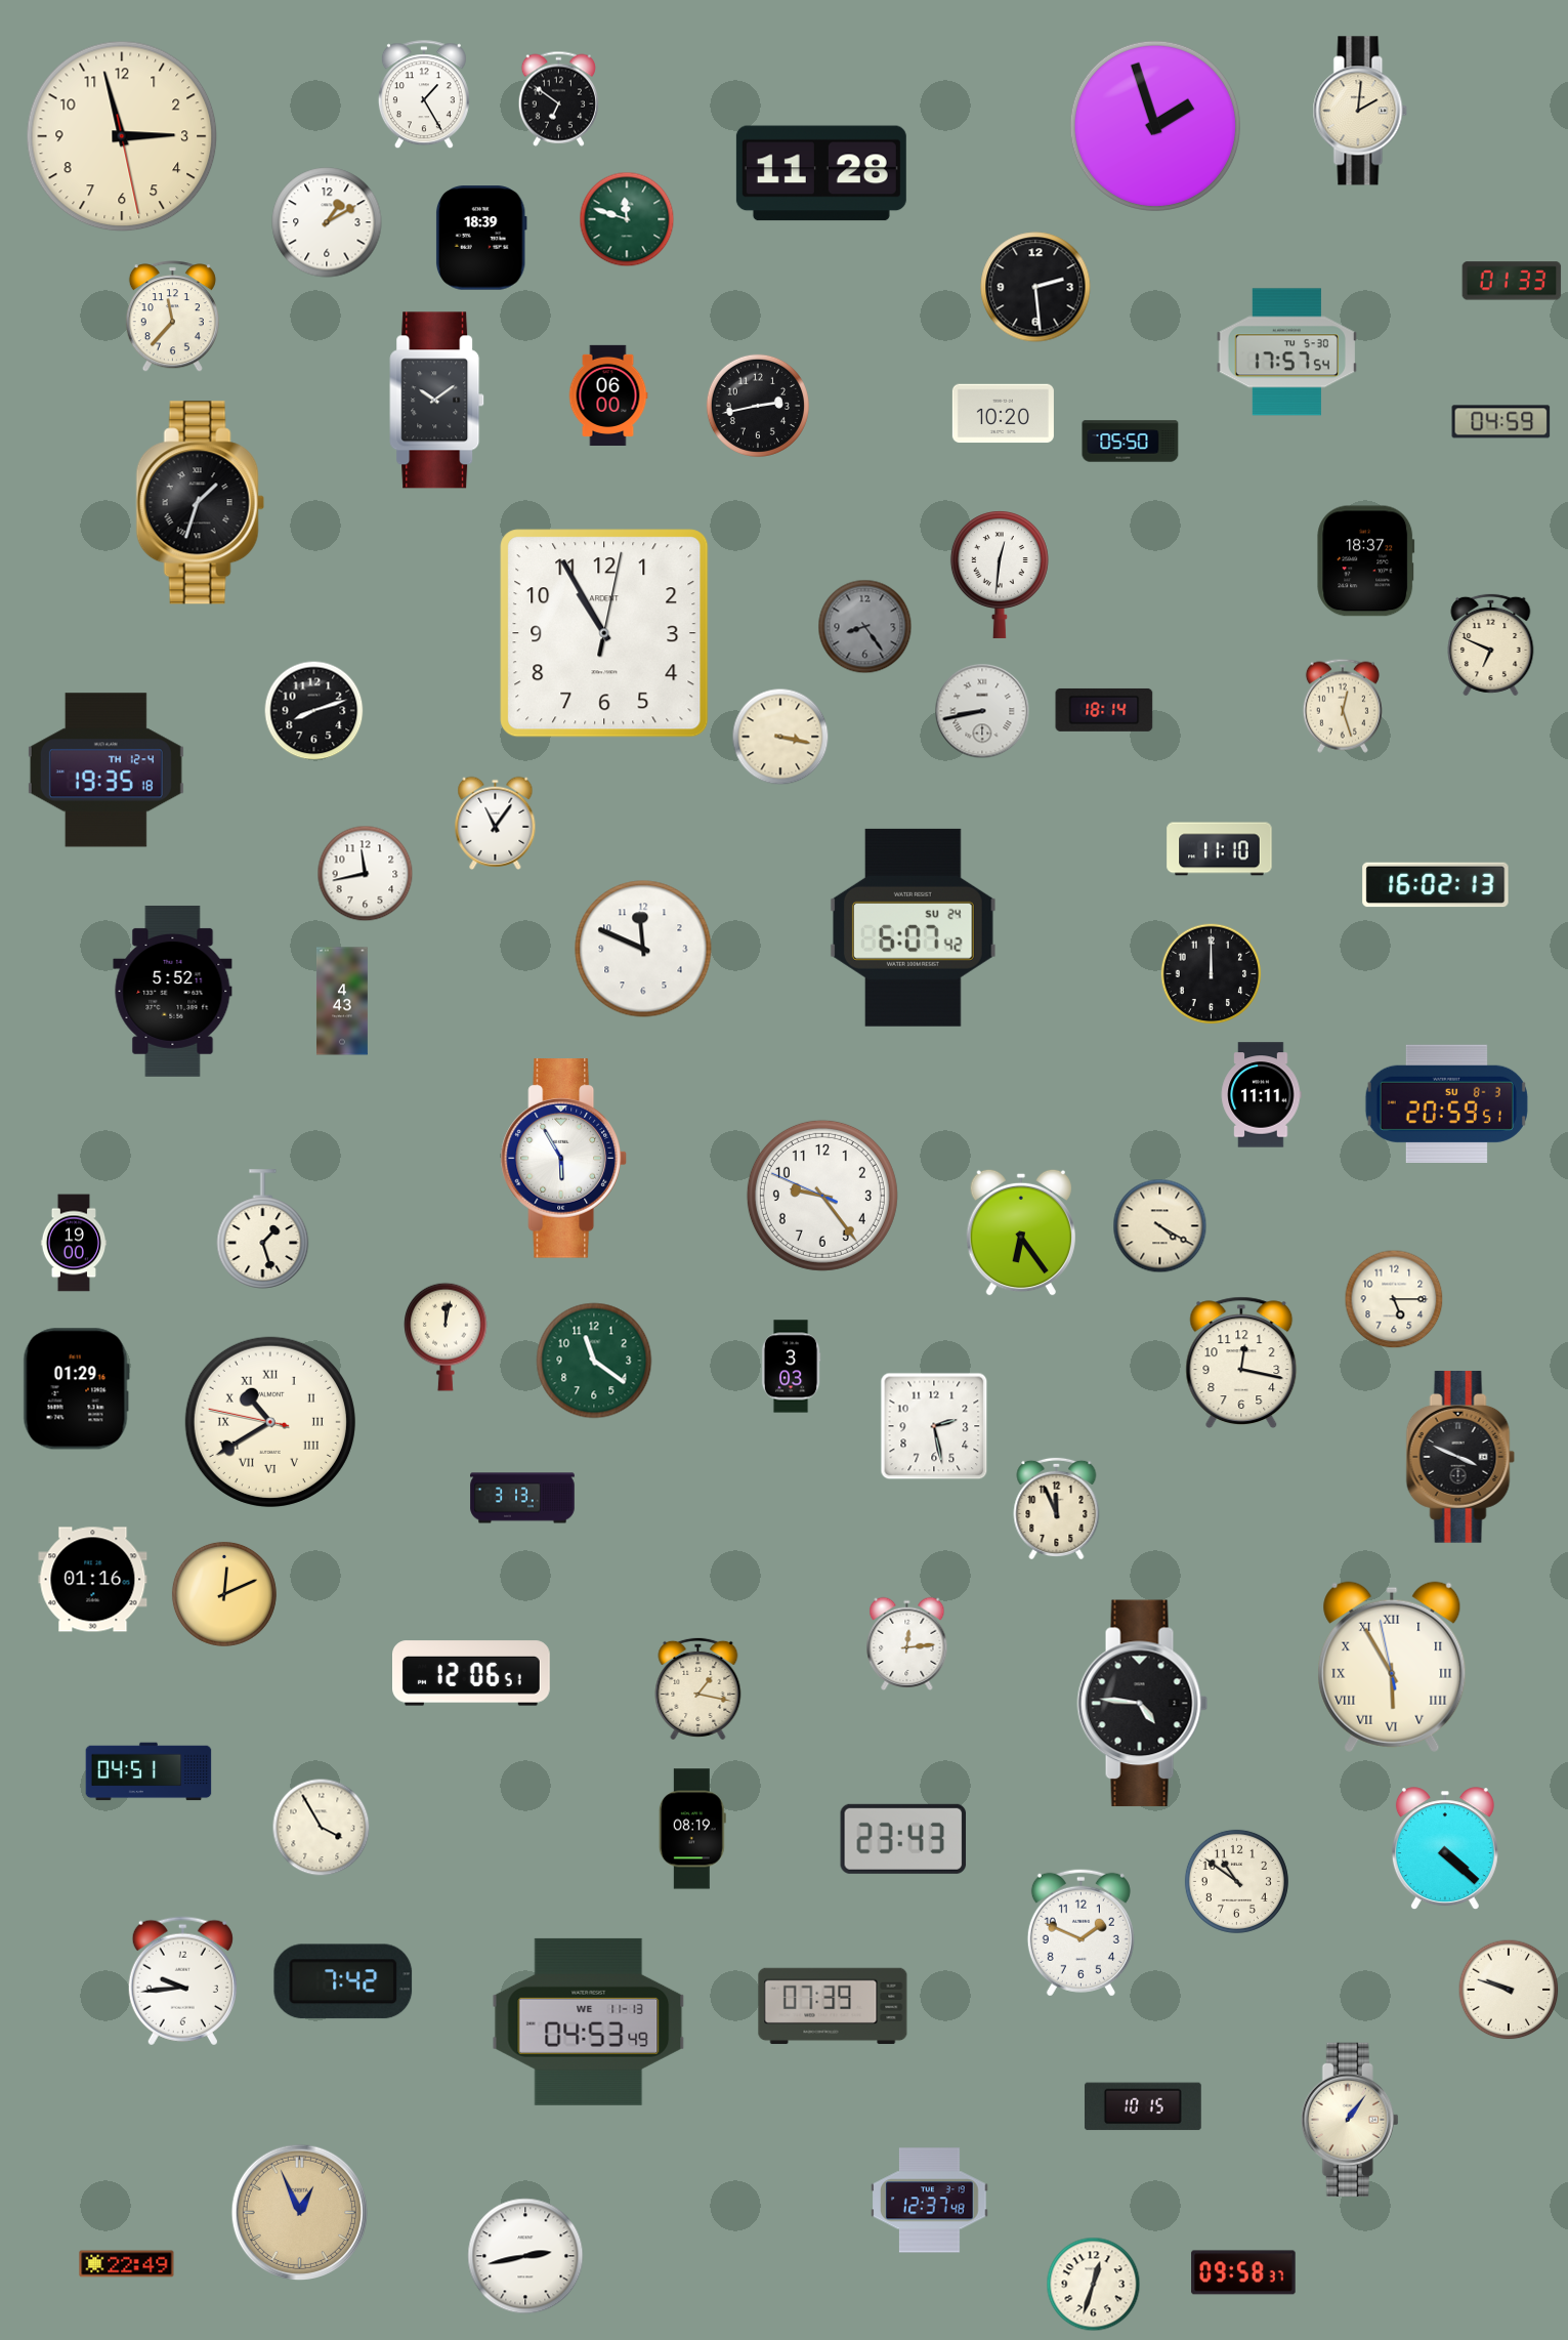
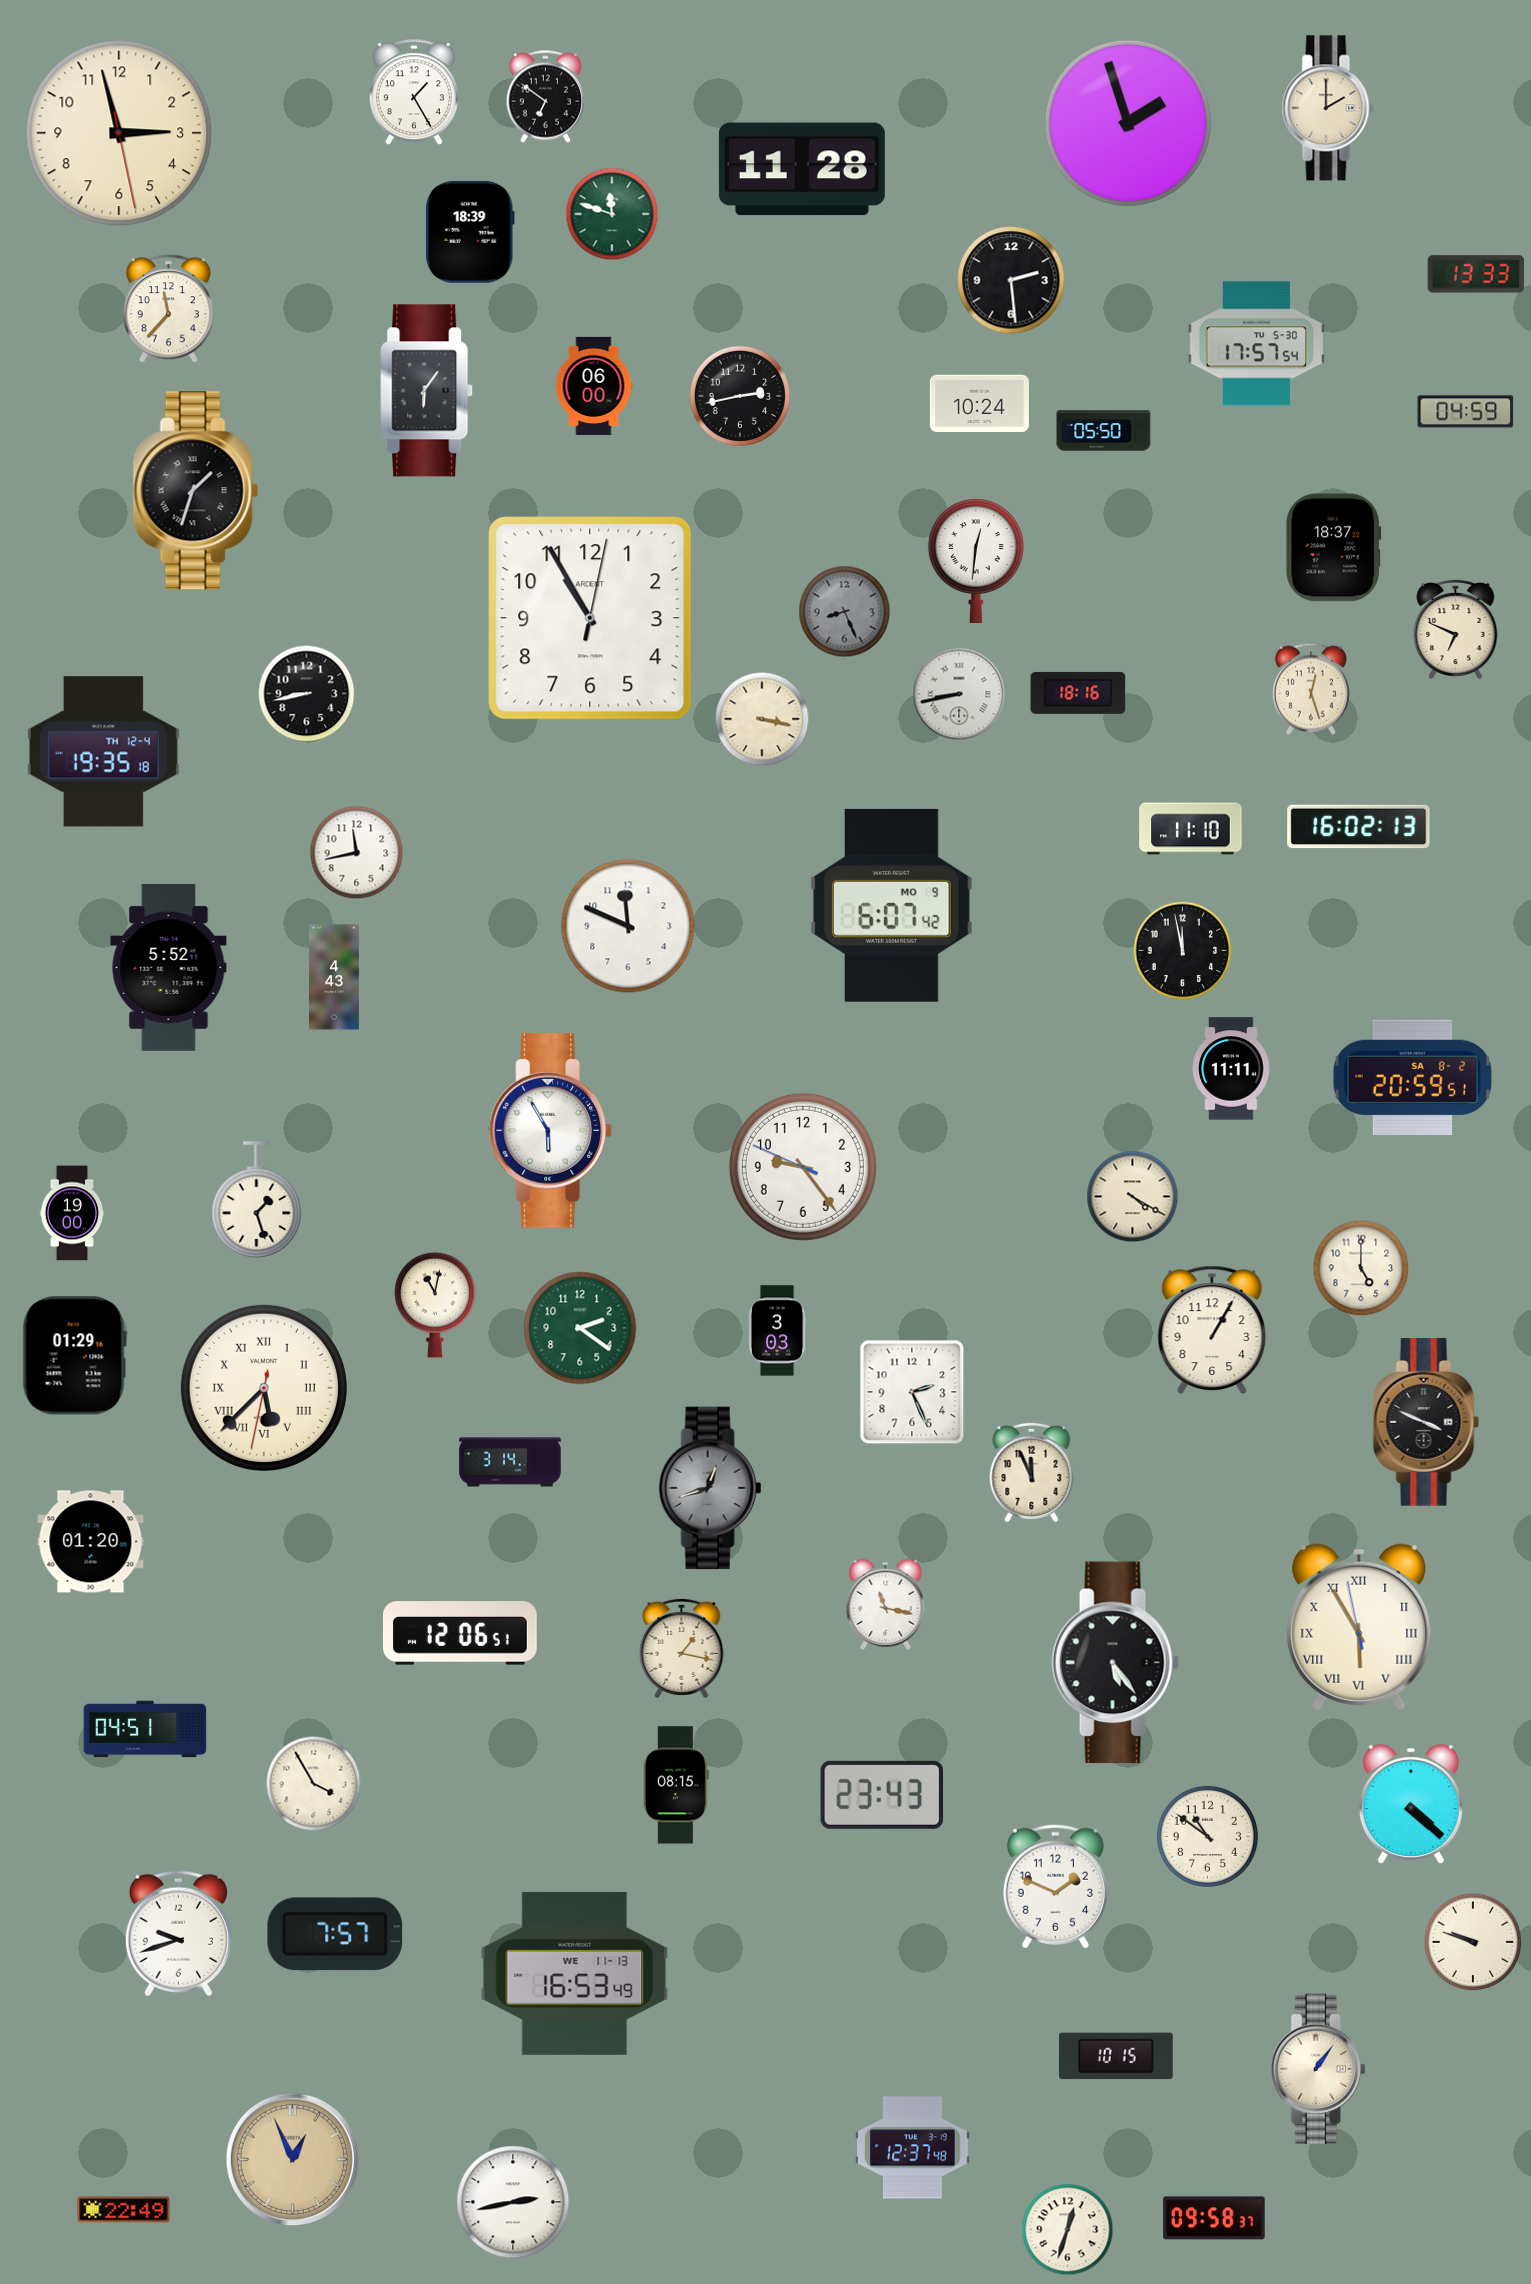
clock at (1360, 111): 2:01 -> 2:00
clock at (327, 222): 1:10 -> none
clock at (1512, 281): 01:33 -> 13:33
clock at (437, 401): 10:09 -> 6:06
clock at (1003, 414): 10:20 -> 10:24
clock at (865, 627): 8:24 -> 8:26
clock at (1104, 710): 18:14 -> 18:16
clock at (314, 711): 8:12 -> 8:43
clock at (496, 823): 11:06 -> none
clock at (1436, 885) position: (1436, 885) -> (1359, 827)
clock at (913, 927) date: SU 24 -> MO 9
clock at (1212, 974): 12:00 -> 11:58
clock at (1446, 1103) date: SU 8-3 -> SA 8-2
clock at (1021, 1232): 6:24 -> none
clock at (1394, 1299): 5:15 -> 5:00
clock at (446, 1337): 12:02 -> 11:02
clock at (594, 1361): 11:21 -> 2:21
clock at (1241, 1362): 12:17 -> 1:05
clock at (791, 1367) position: (791, 1367) -> (777, 1331)
clock at (270, 1422): 10:39 -> 5:37
clock at (934, 1426): 2:28 -> 2:26
clock at (522, 1498): 3:13 -> 3:14
clock at (710, 1488): none -> 12:42
clock at (93, 1580): 01:16 -> 01:20
clock at (224, 1594): 12:11 -> none
clock at (907, 1643): 12:14 -> 11:17
clock at (1143, 1704): 4:46 -> 5:24
clock at (692, 1829): 08:19 -> 08:15
clock at (182, 1981): 9:44 -> 9:42
clock at (343, 1981): 7:42 -> 7:57
clock at (833, 2006): 07:39 -> none
clock at (589, 2021): 04:53 -> 16:53
clock at (930, 2201) position: (930, 2201) -> (913, 2148)
